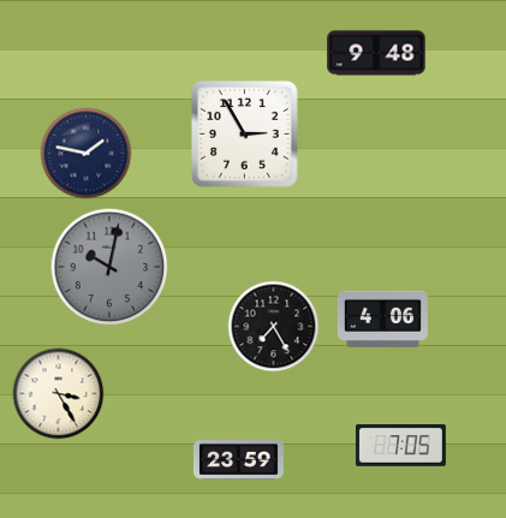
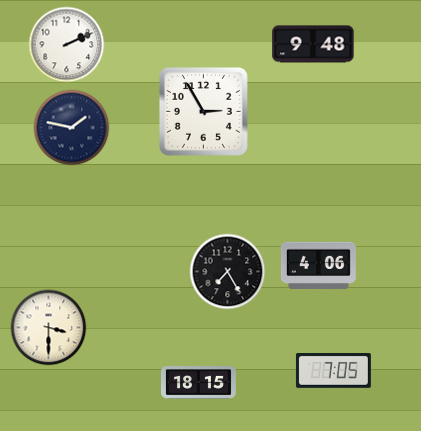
clock at (67, 45): none -> 2:11
clock at (109, 267): 10:02 -> none
clock at (59, 394): 3:25 -> 3:30
clock at (238, 460): 23:59 -> 18:15
